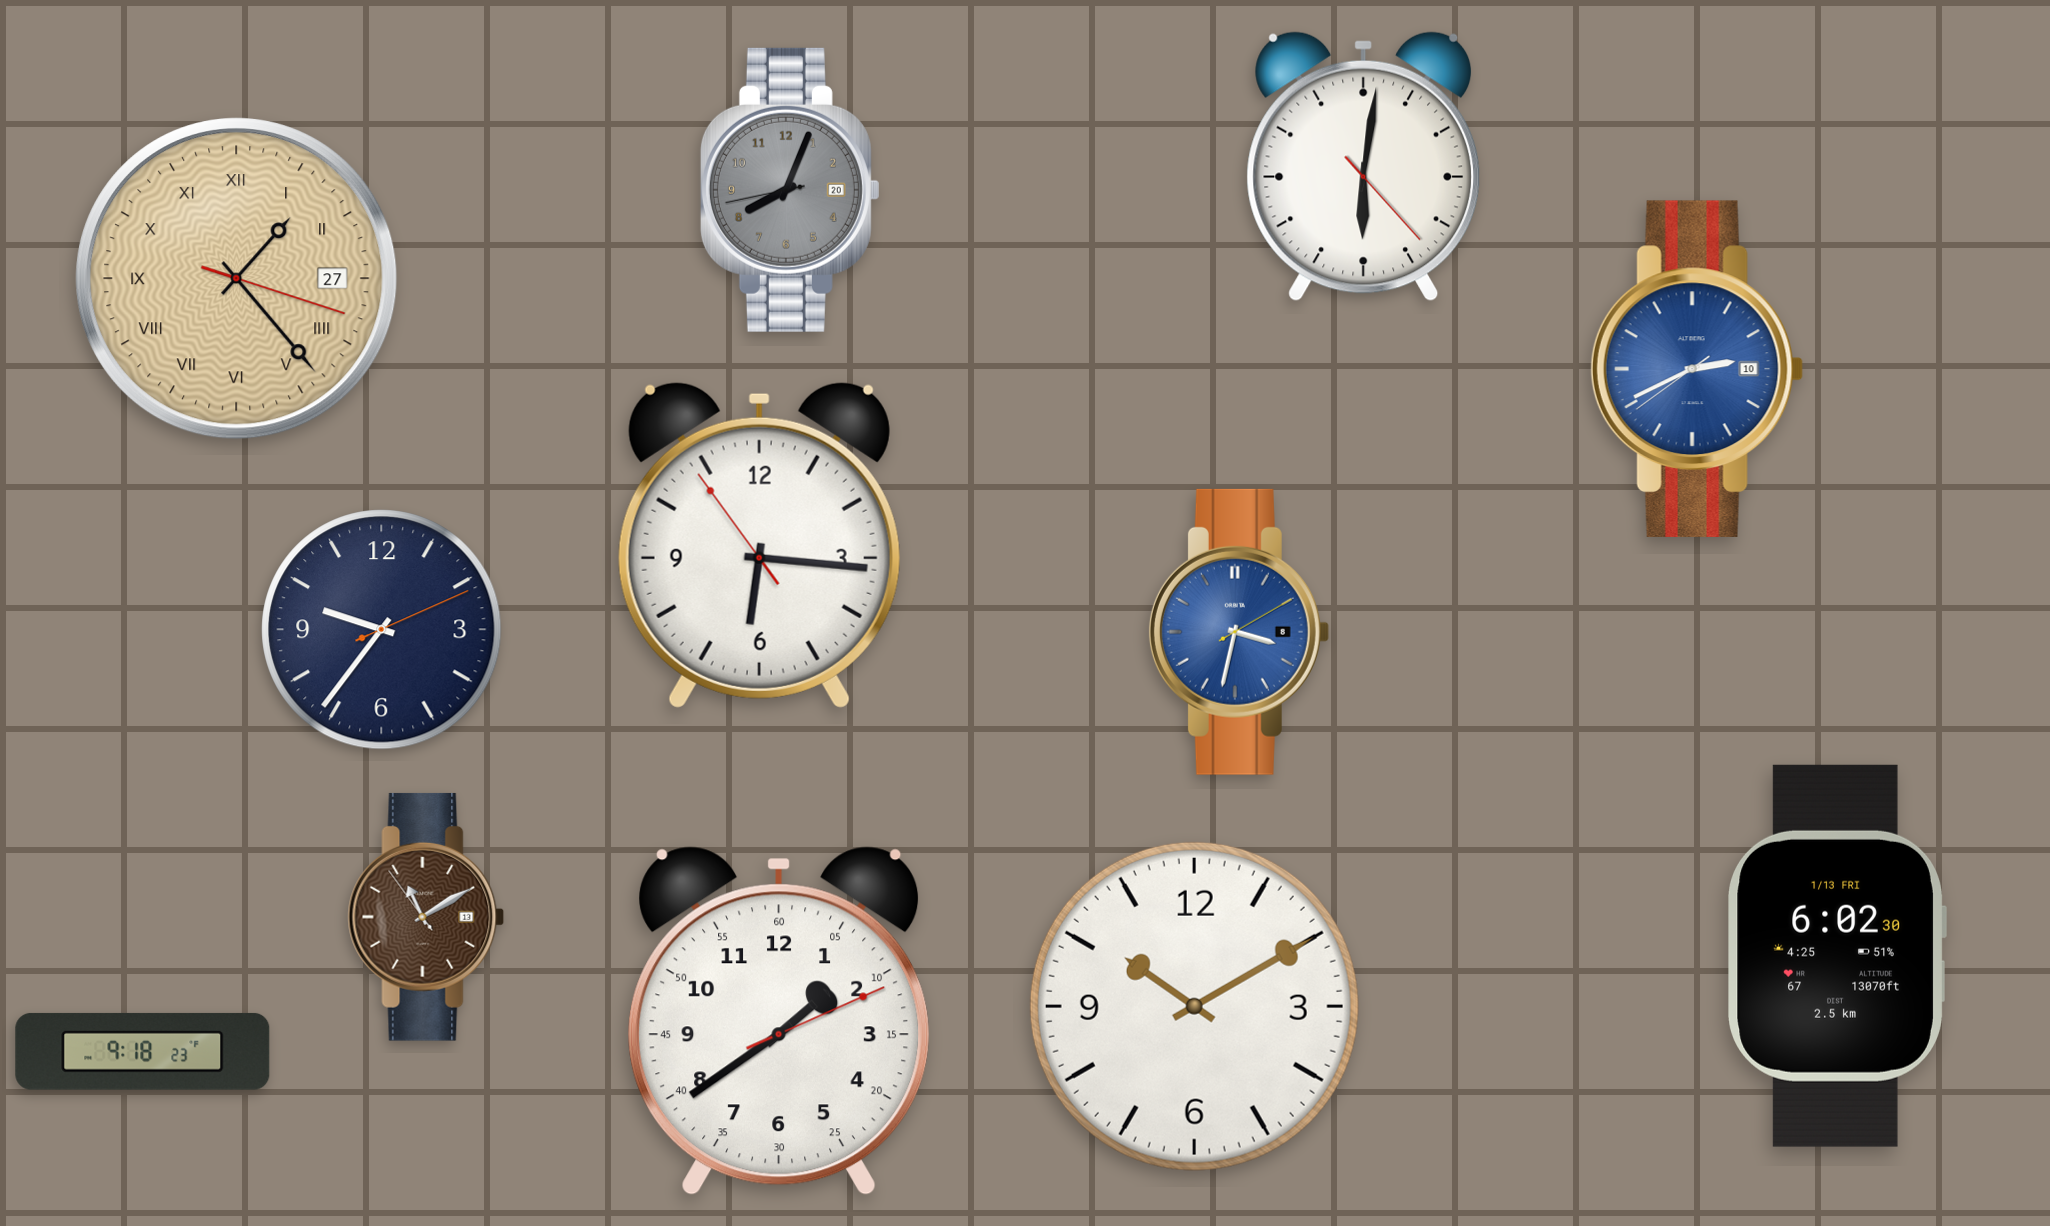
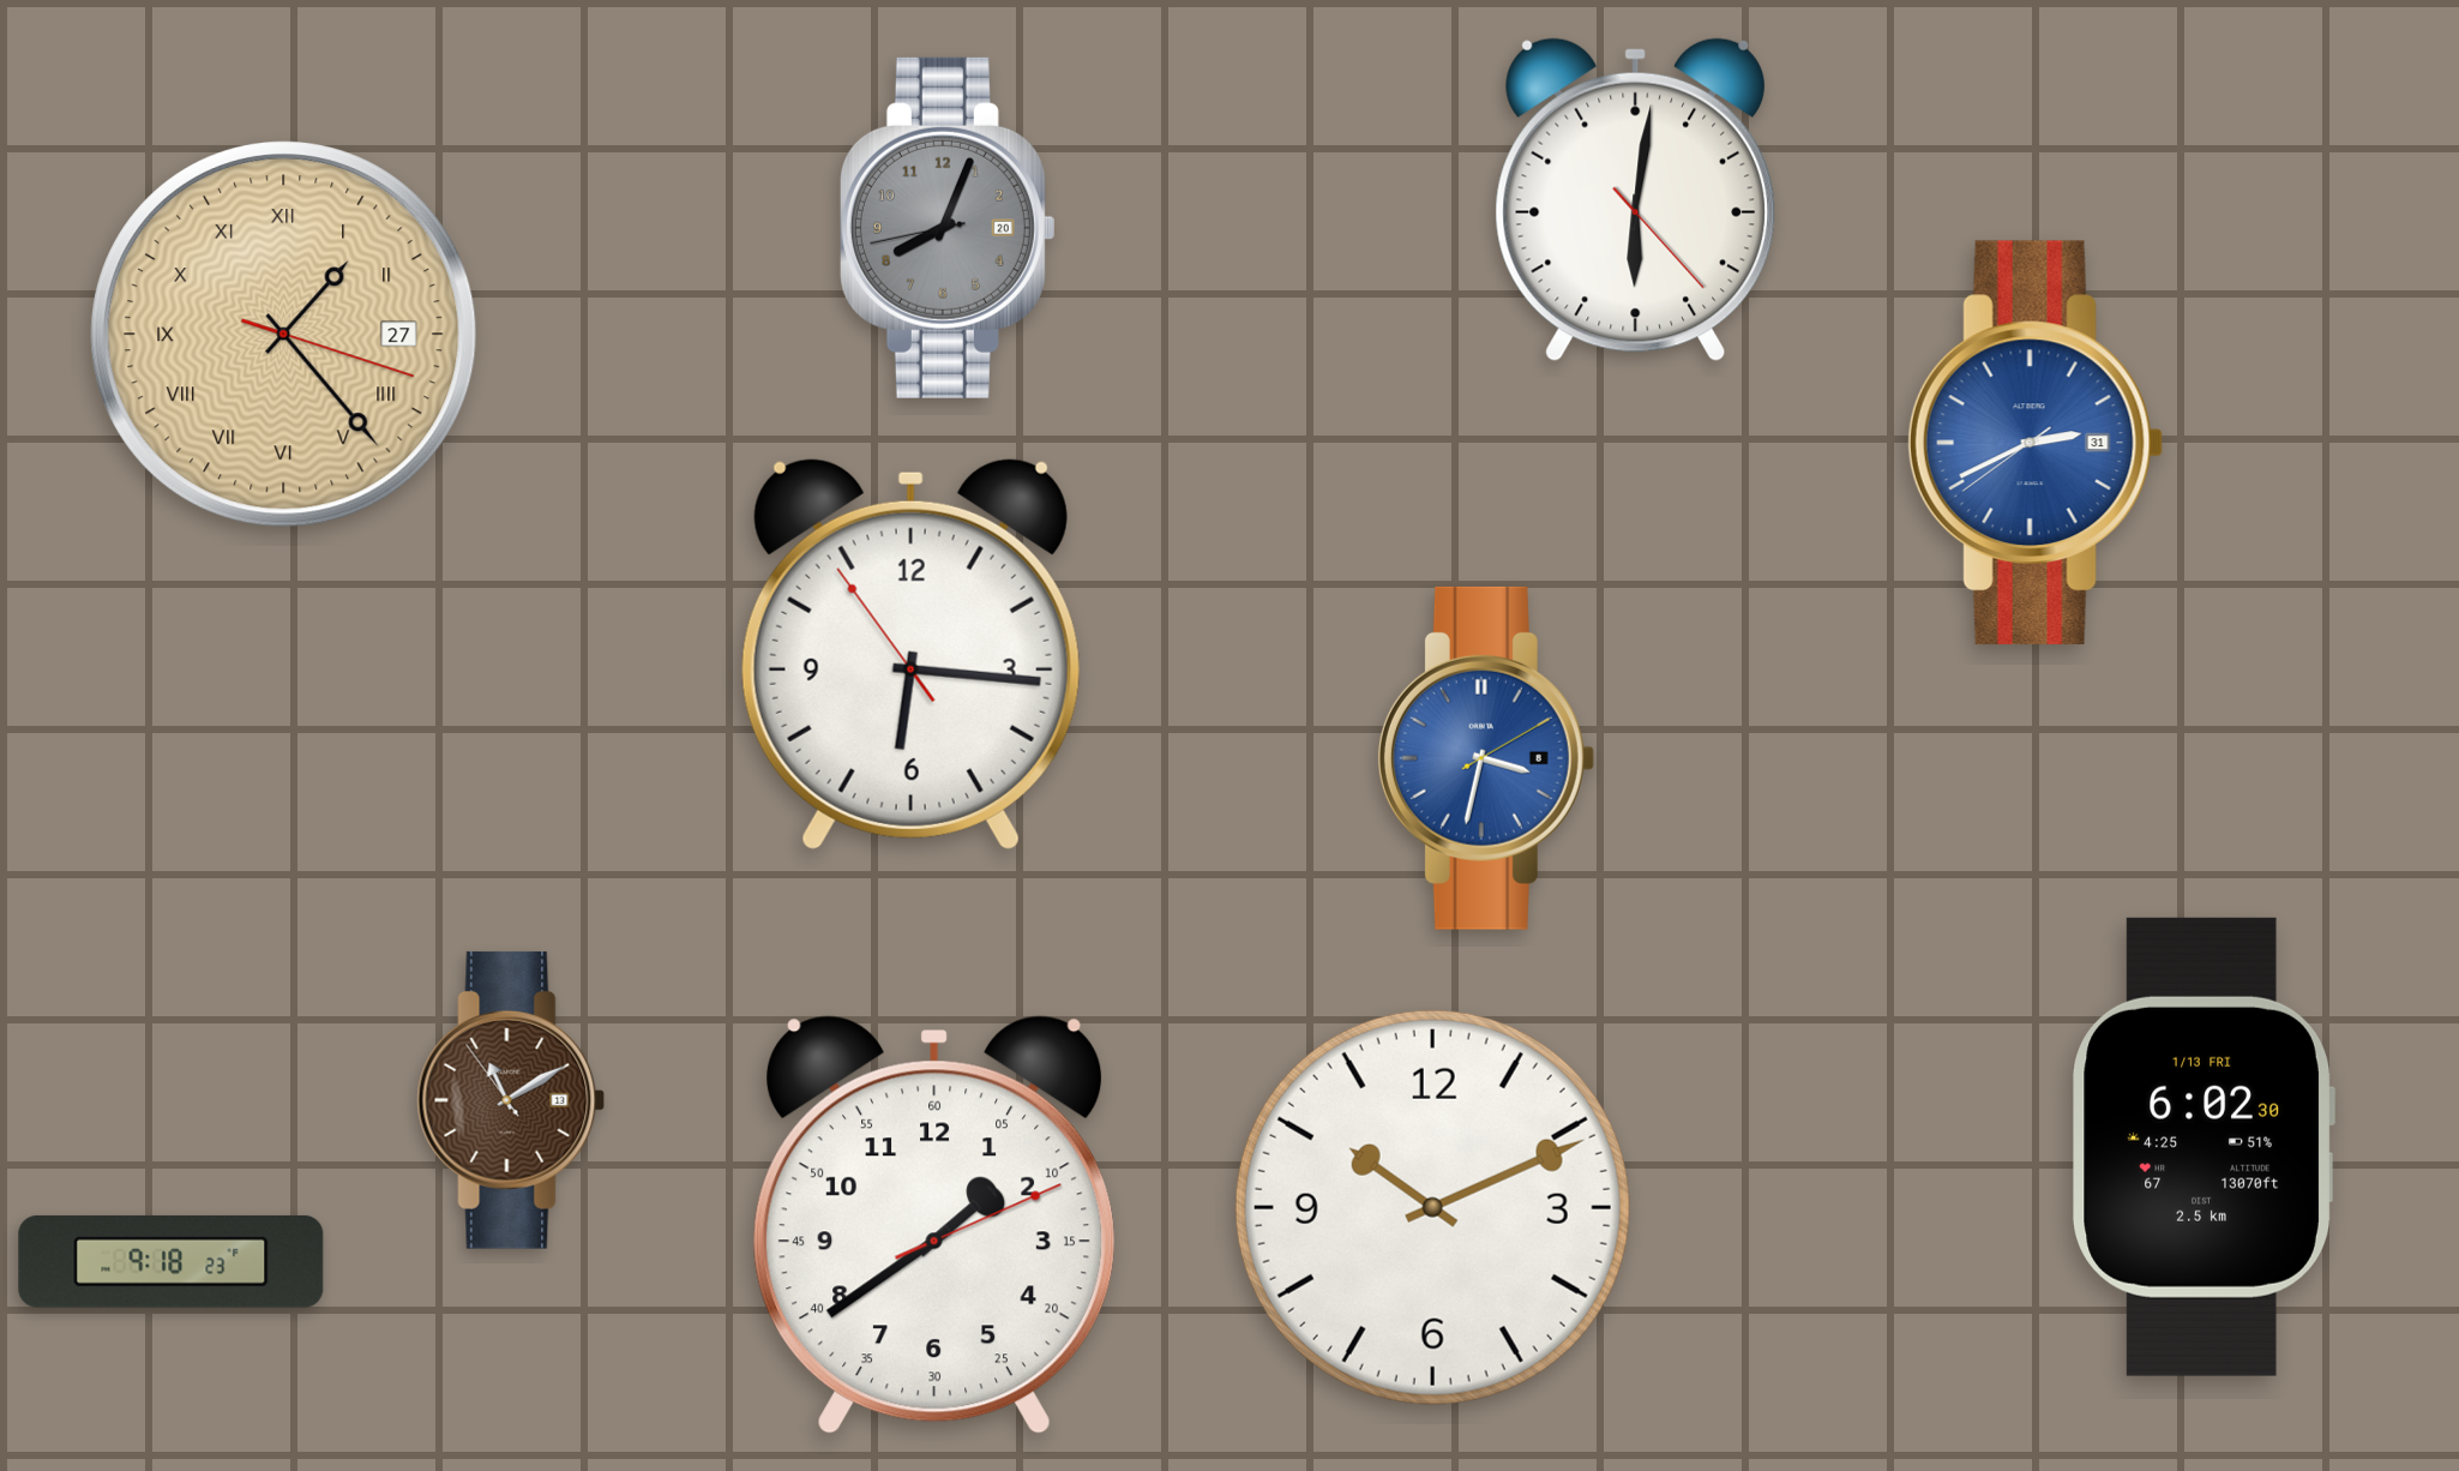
clock at (1697, 369) date: 10 -> 31
clock at (382, 630): 9:36 -> none
clock at (1194, 1006): 10:10 -> 10:11
